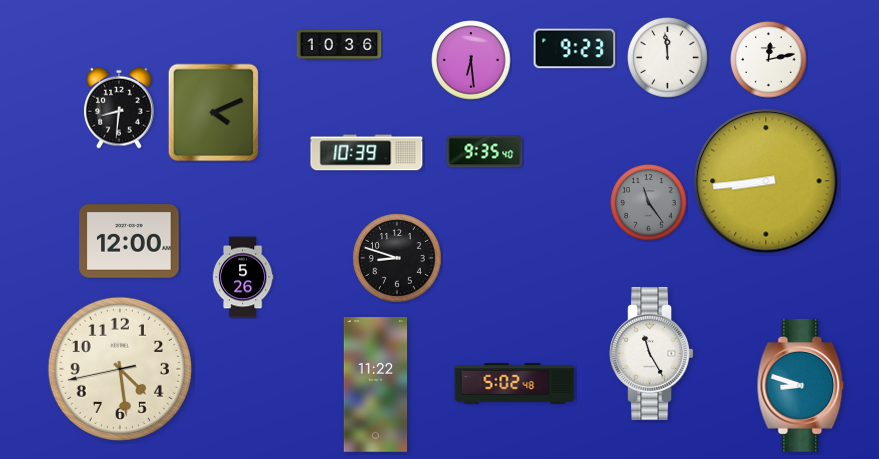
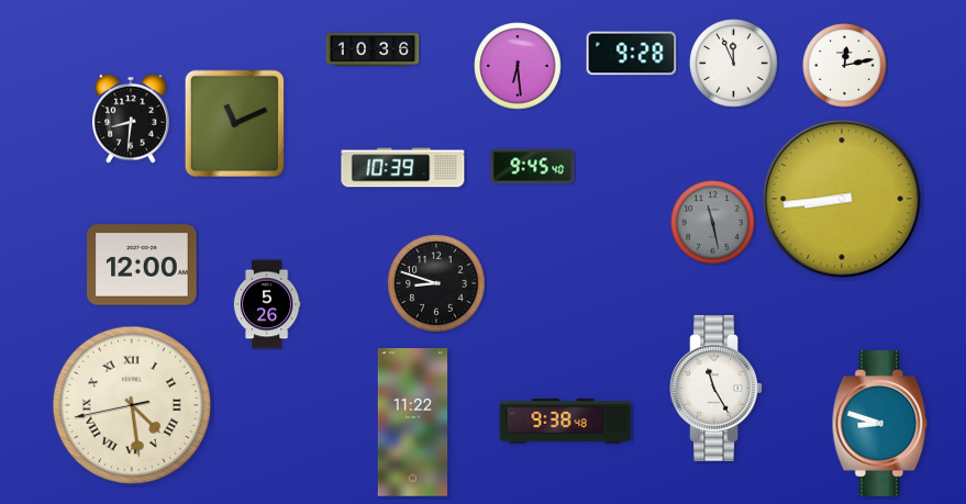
clock at (575, 49): 9:23 -> 9:28
clock at (668, 58): 11:59 -> 11:56
clock at (214, 113): 4:11 -> 11:11
clock at (485, 152): 9:35 -> 9:45
clock at (649, 203): 11:24 -> 11:28
clock at (120, 369) numerals: Arabic -> Roman
clock at (515, 384): 5:02 -> 9:38
